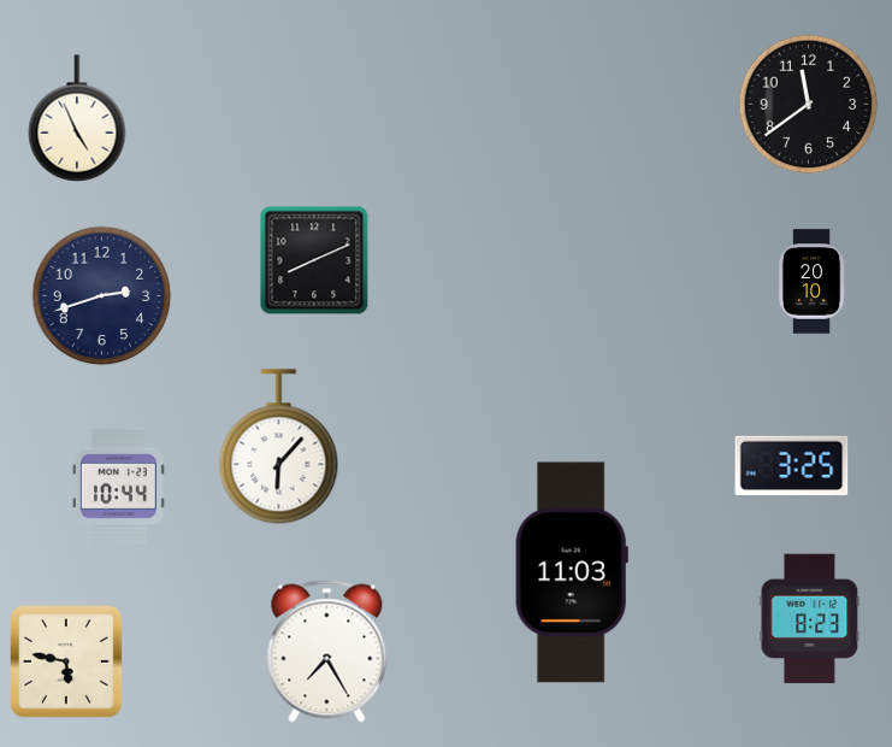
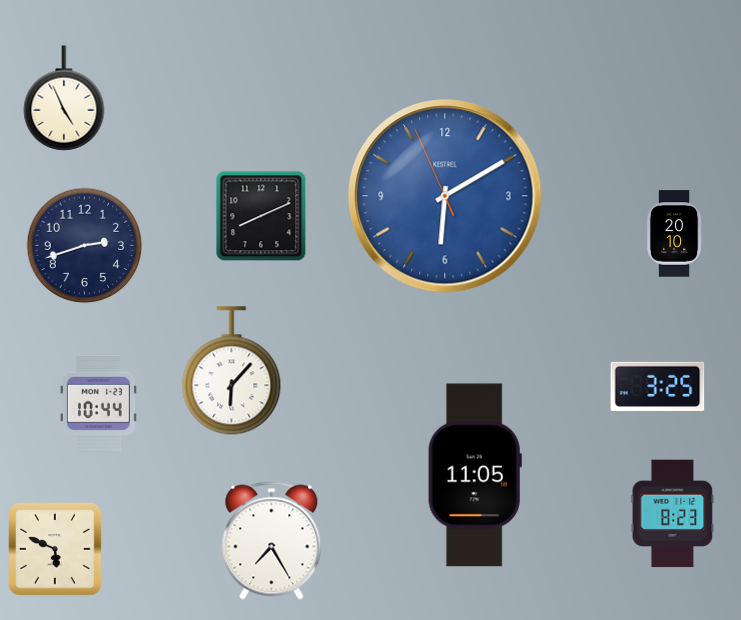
clock at (809, 105): 11:39 -> none
clock at (445, 196): none -> 6:09
clock at (572, 572): 11:03 -> 11:05
clock at (66, 661): 5:47 -> 5:49
